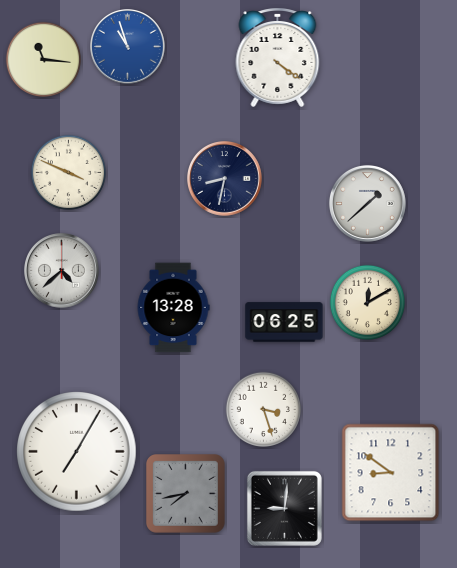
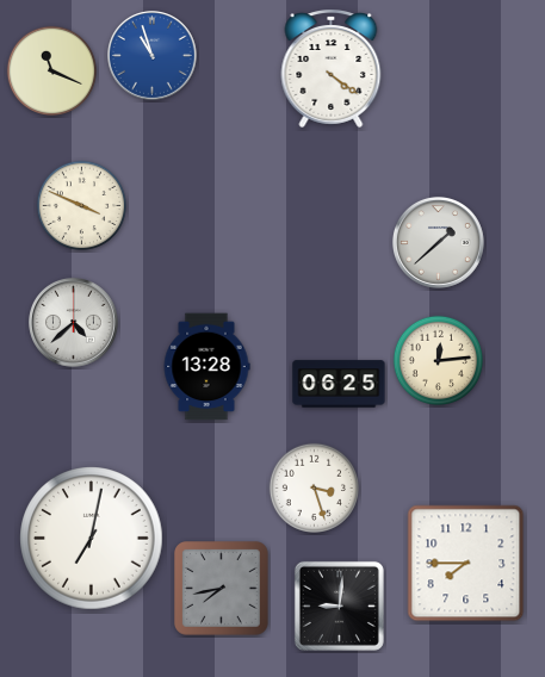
clock at (43, 59): 11:16 -> 11:19
clock at (225, 179): 8:32 -> none
clock at (367, 302): 12:10 -> 12:14
clock at (77, 452): 7:05 -> 7:02
clock at (391, 473): 8:51 -> 7:45
